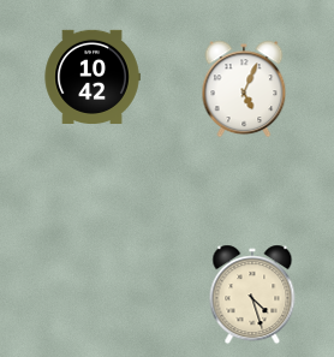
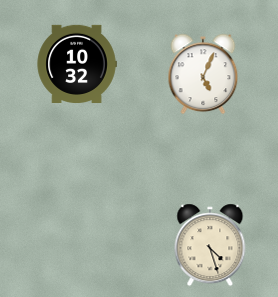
clock at (93, 76): 10:42 -> 10:32
